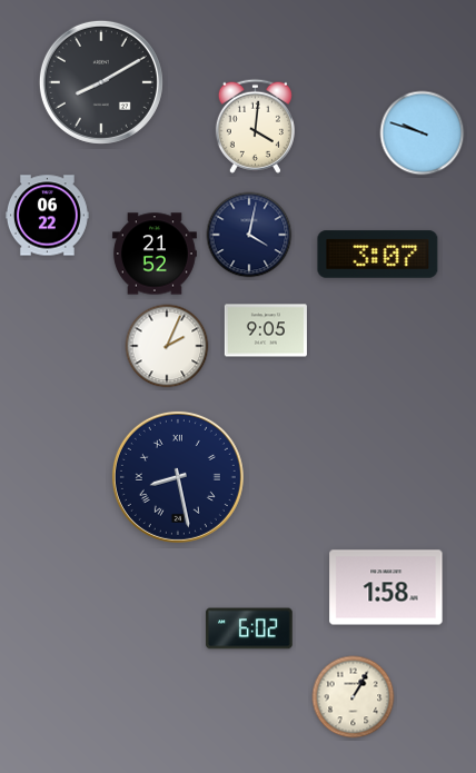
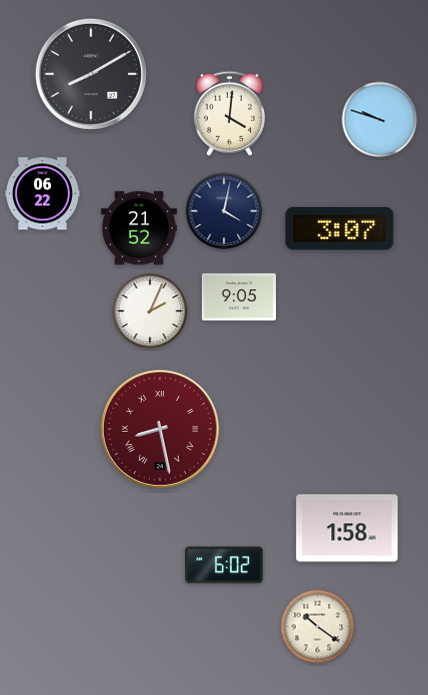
clock at (178, 477) dial: navy -> burgundy
clock at (354, 697): 1:05 -> 10:21
